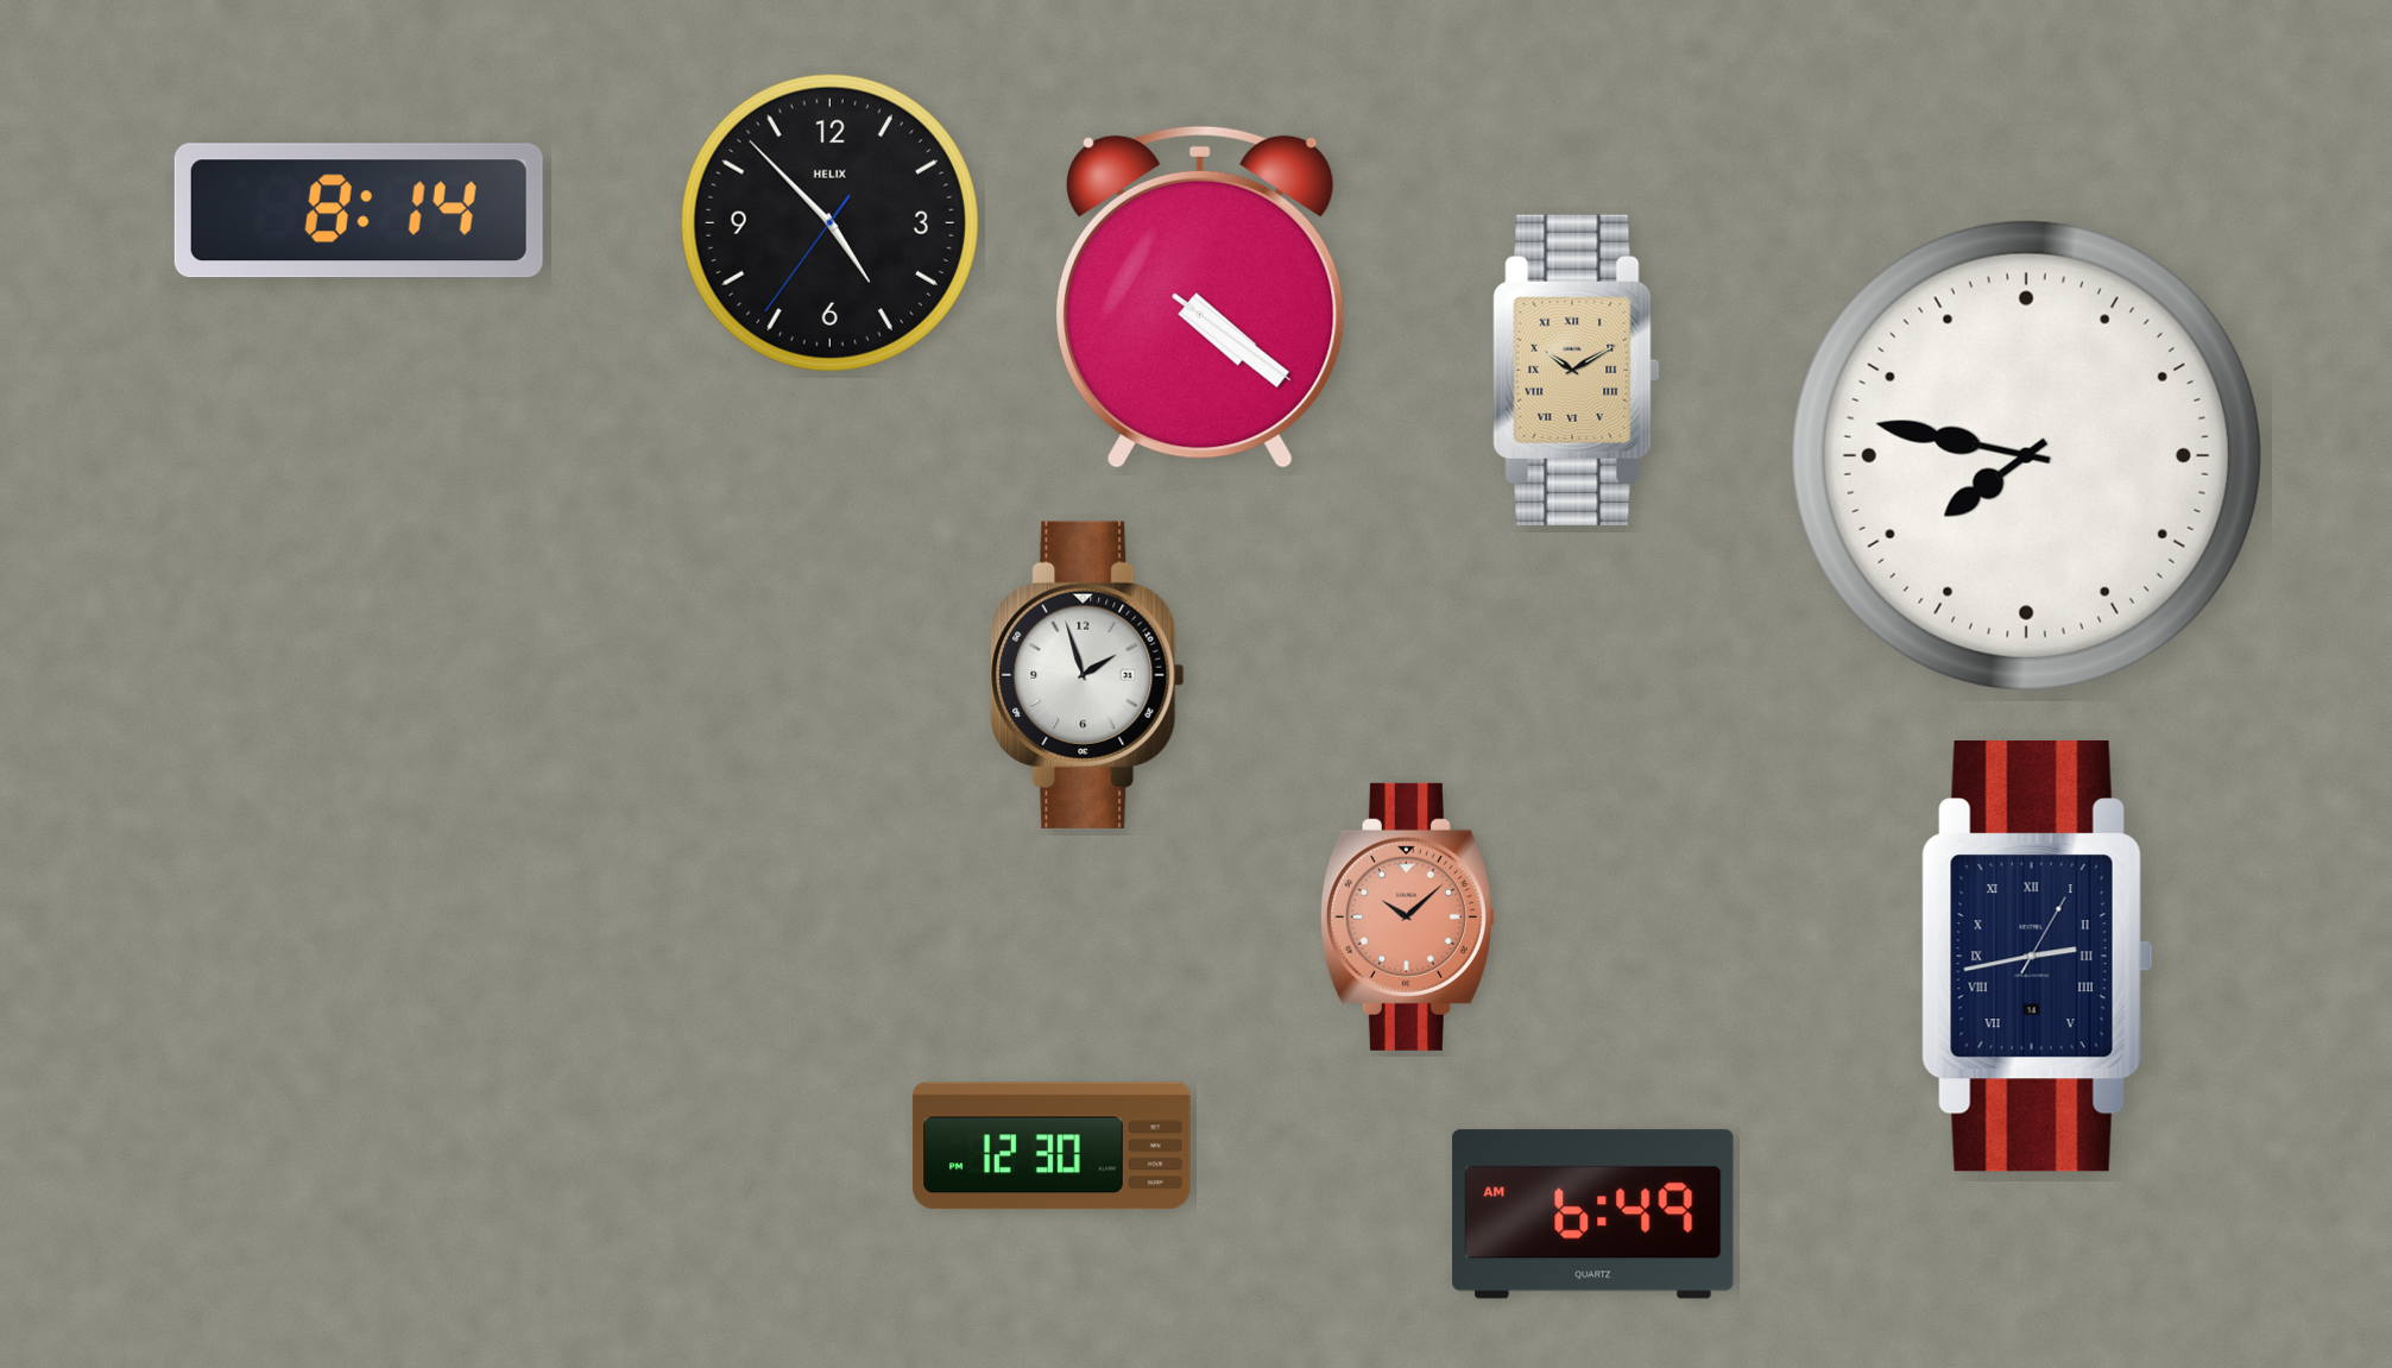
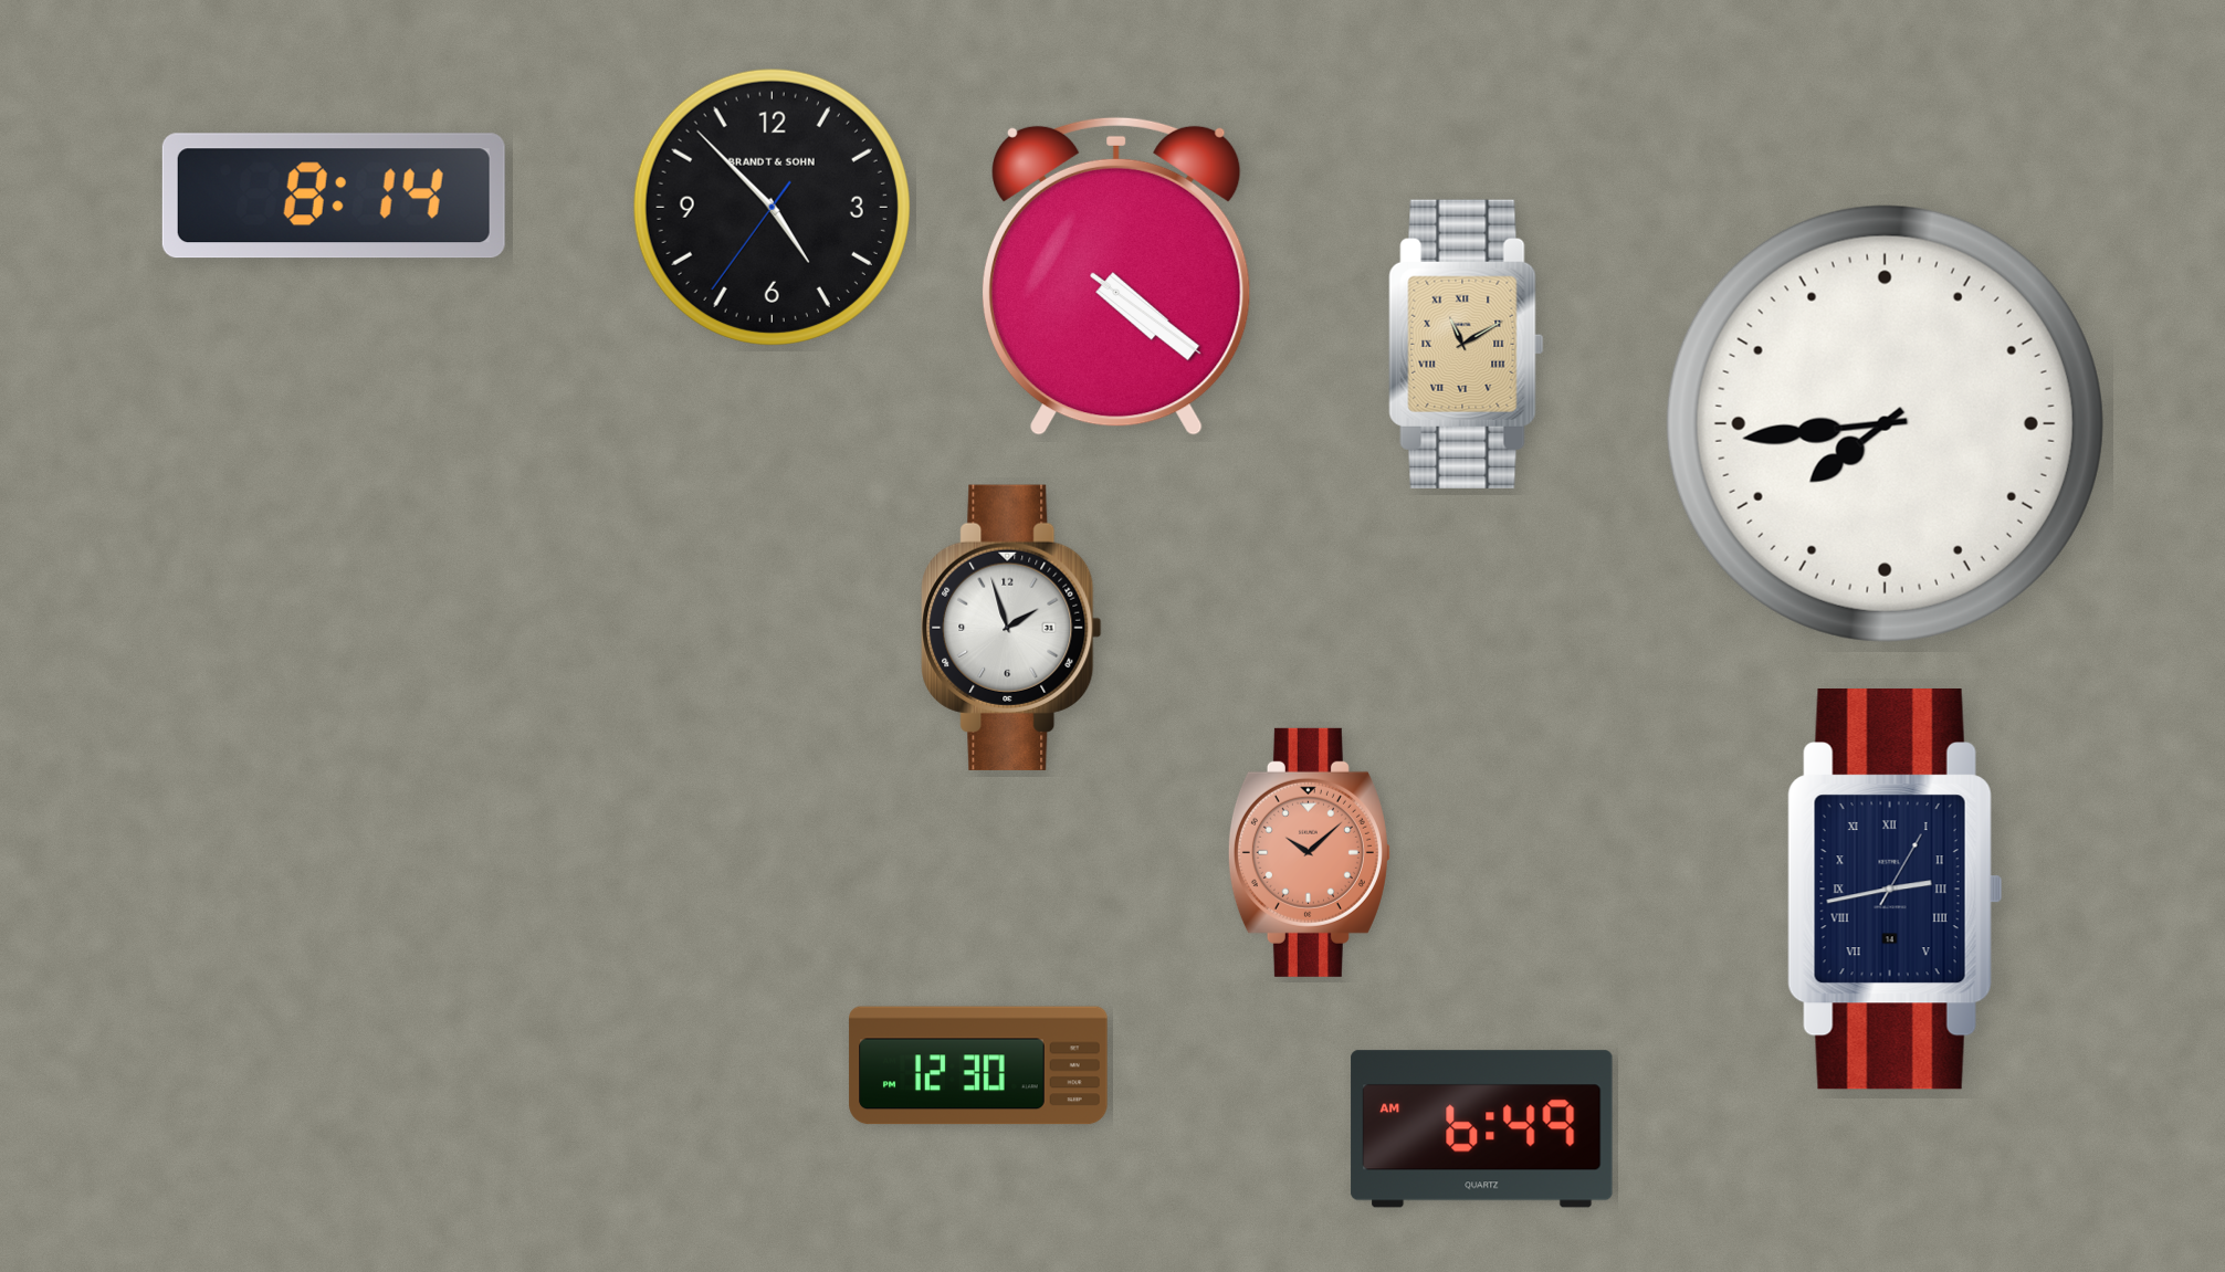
clock at (829, 222) brand: HELIX -> BRANDT & SOHN
clock at (1577, 370): 10:10 -> 11:10
clock at (2026, 455): 7:47 -> 7:44
